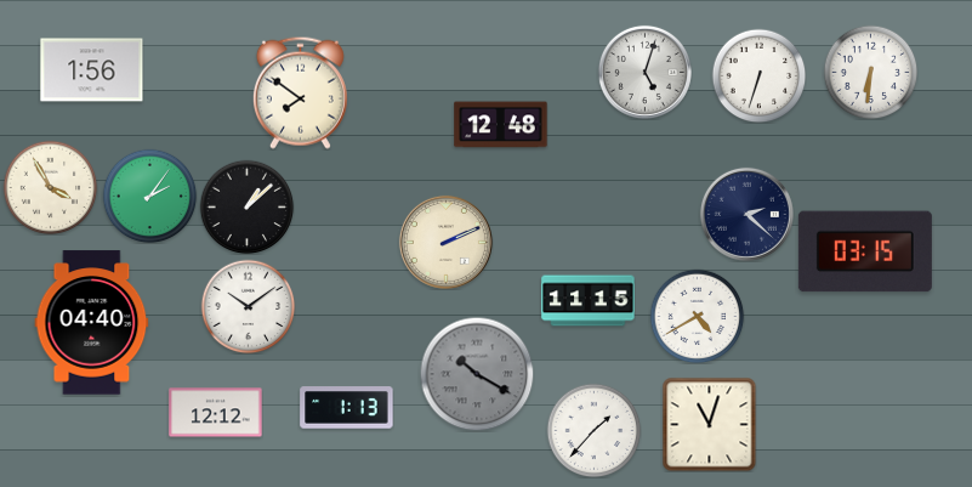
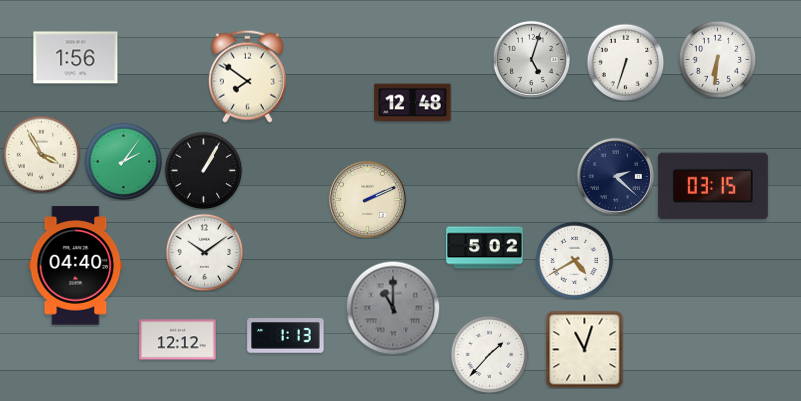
clock at (246, 206): 1:08 -> 1:05
clock at (865, 251) position: (865, 251) -> (713, 186)
clock at (589, 301): 11:15 -> 5:02
clock at (477, 374): 10:20 -> 11:00
